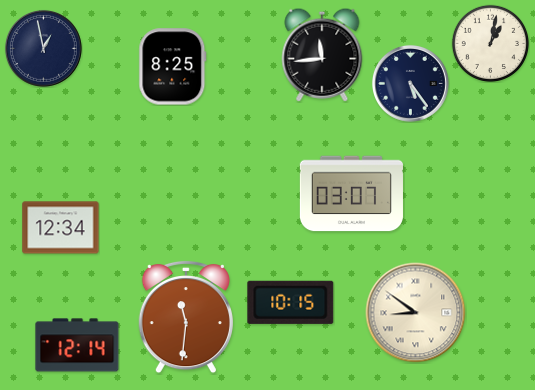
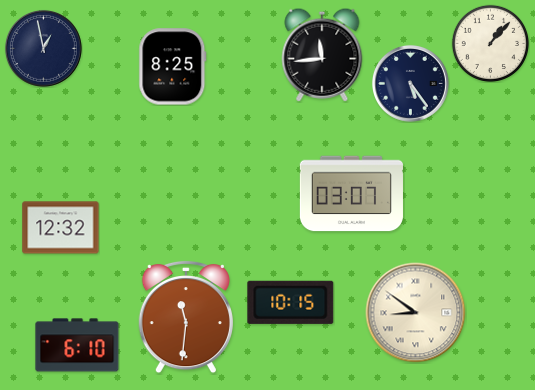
clock at (490, 43): 1:02 -> 1:07
clock at (61, 228): 12:34 -> 12:32
clock at (77, 345): 12:14 -> 6:10
